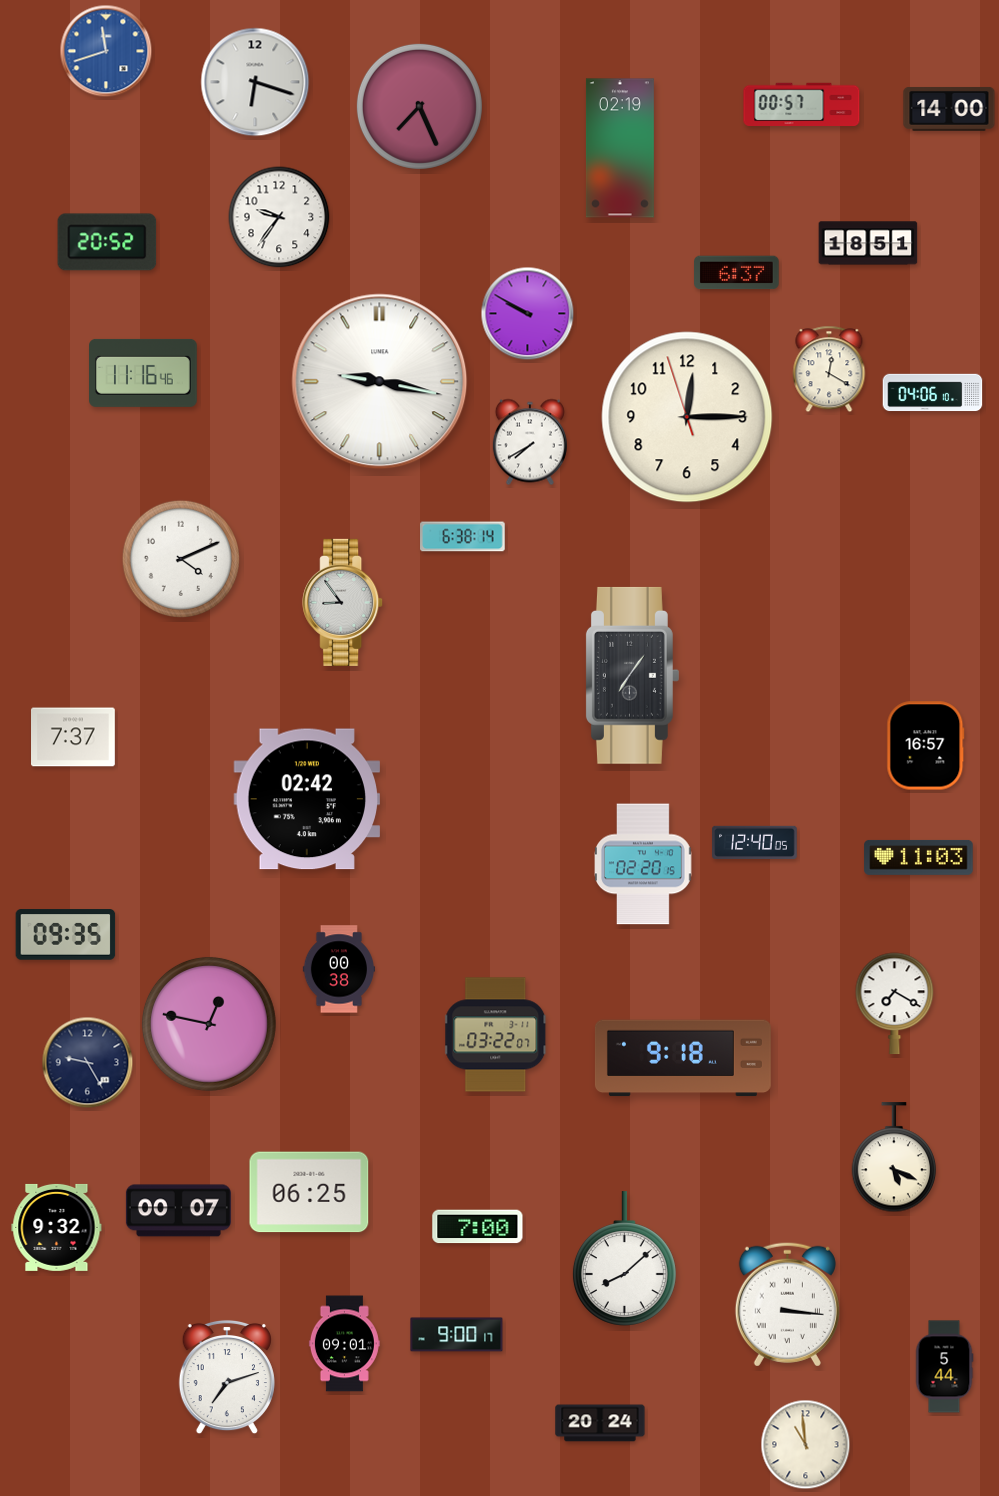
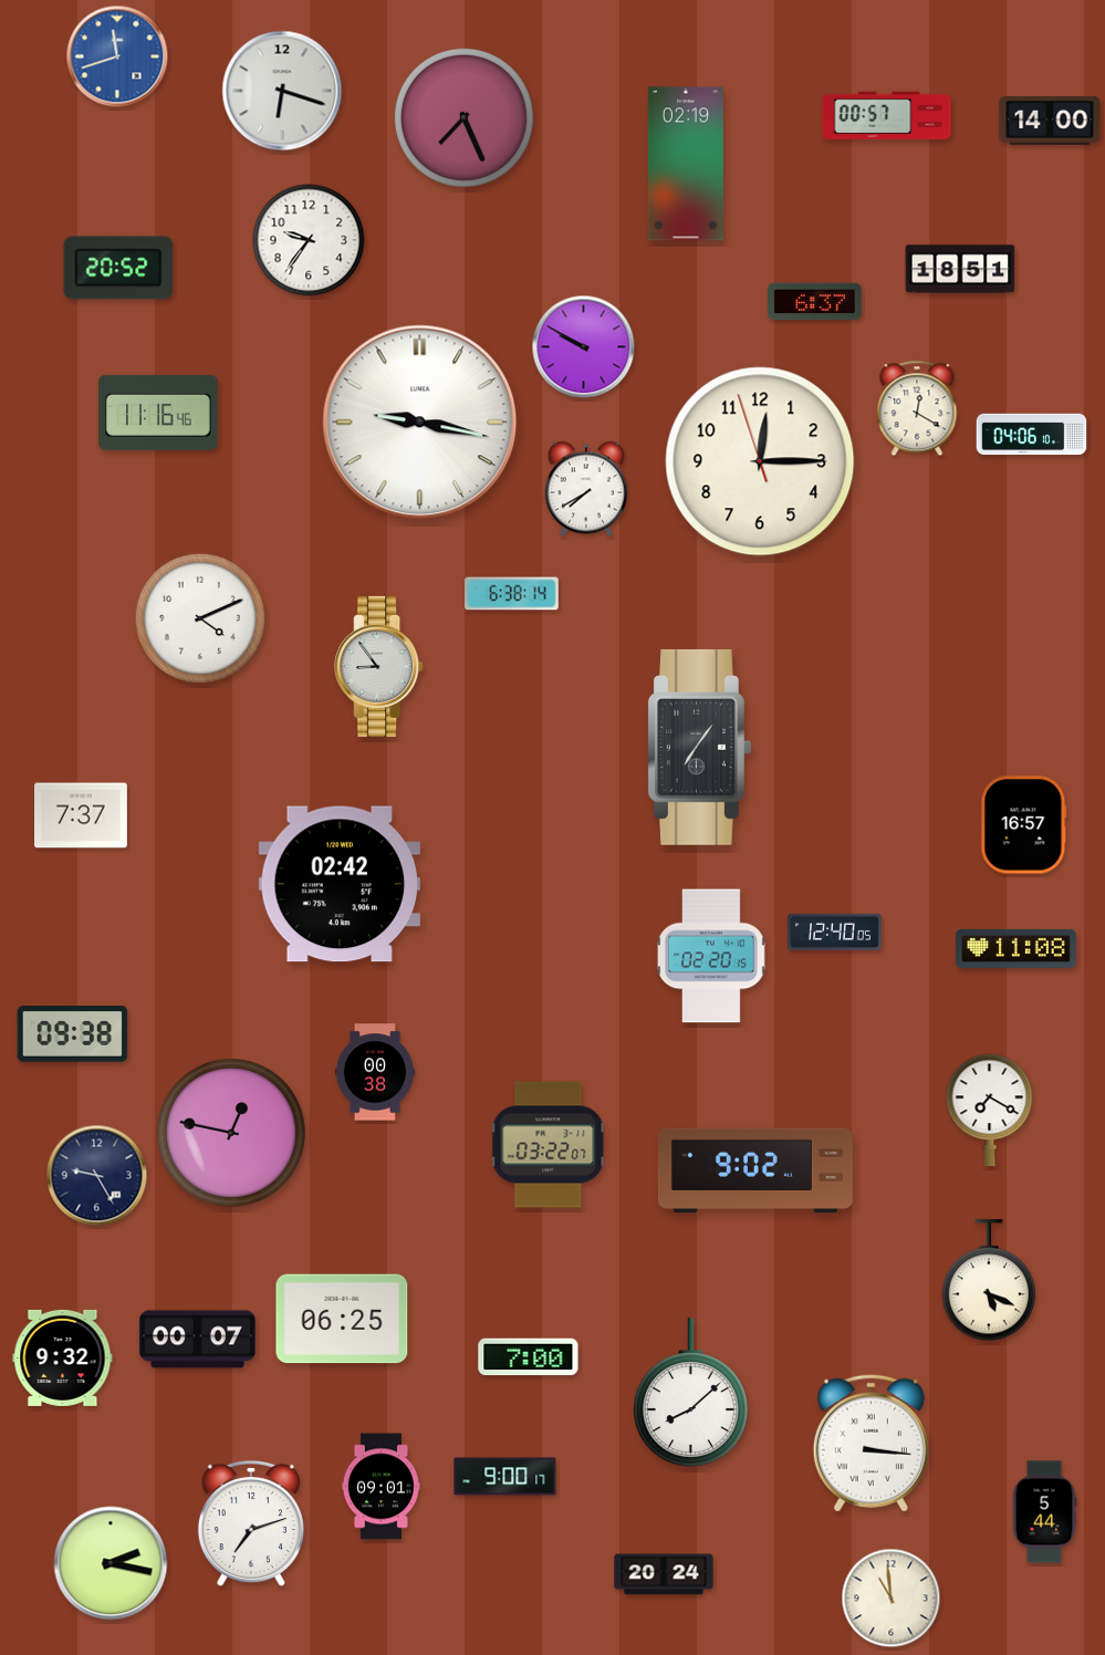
clock at (919, 857): 11:03 -> 11:08
clock at (66, 935): 09:35 -> 09:38
clock at (683, 1058): 9:18 -> 9:02
clock at (111, 1563): none -> 2:17
